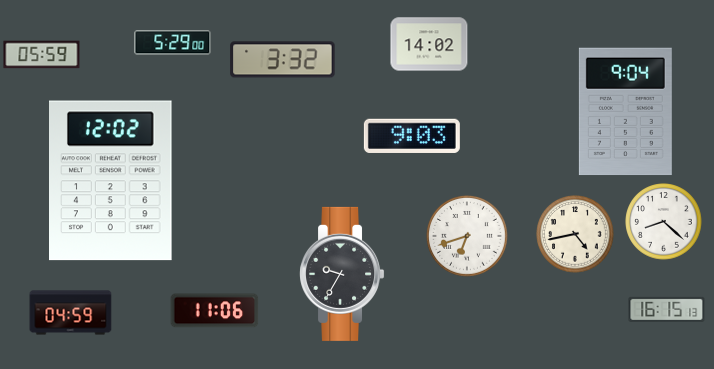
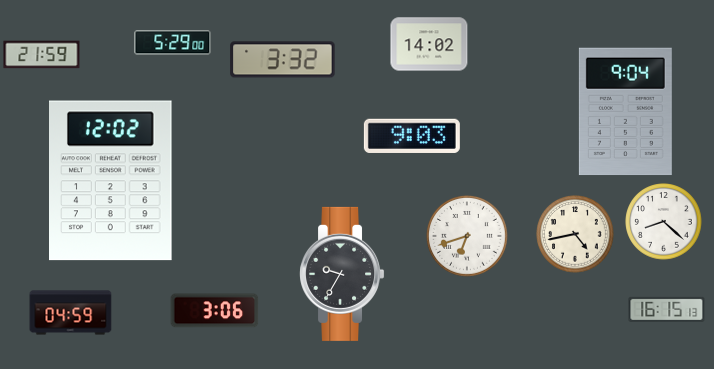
clock at (42, 55): 05:59 -> 21:59
clock at (215, 311): 11:06 -> 3:06
